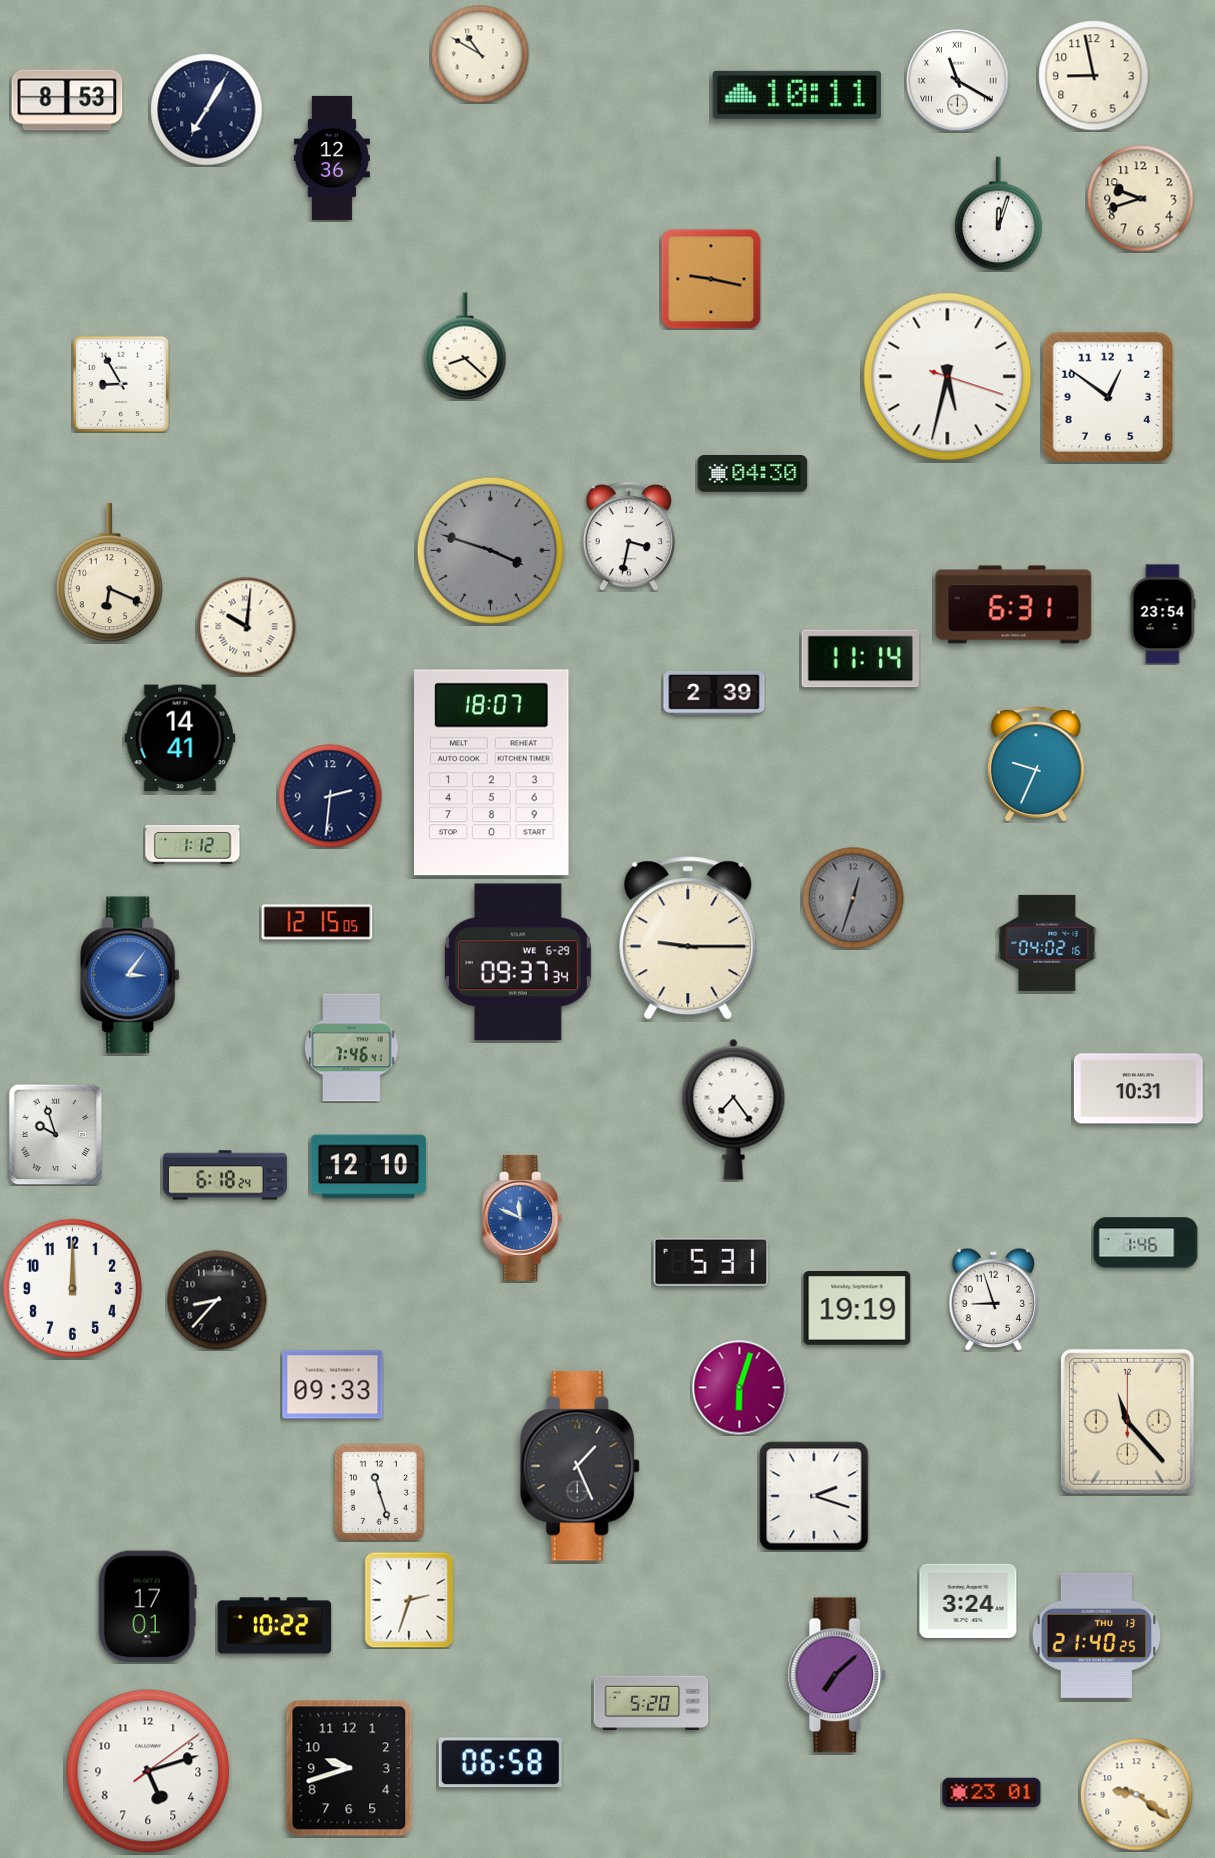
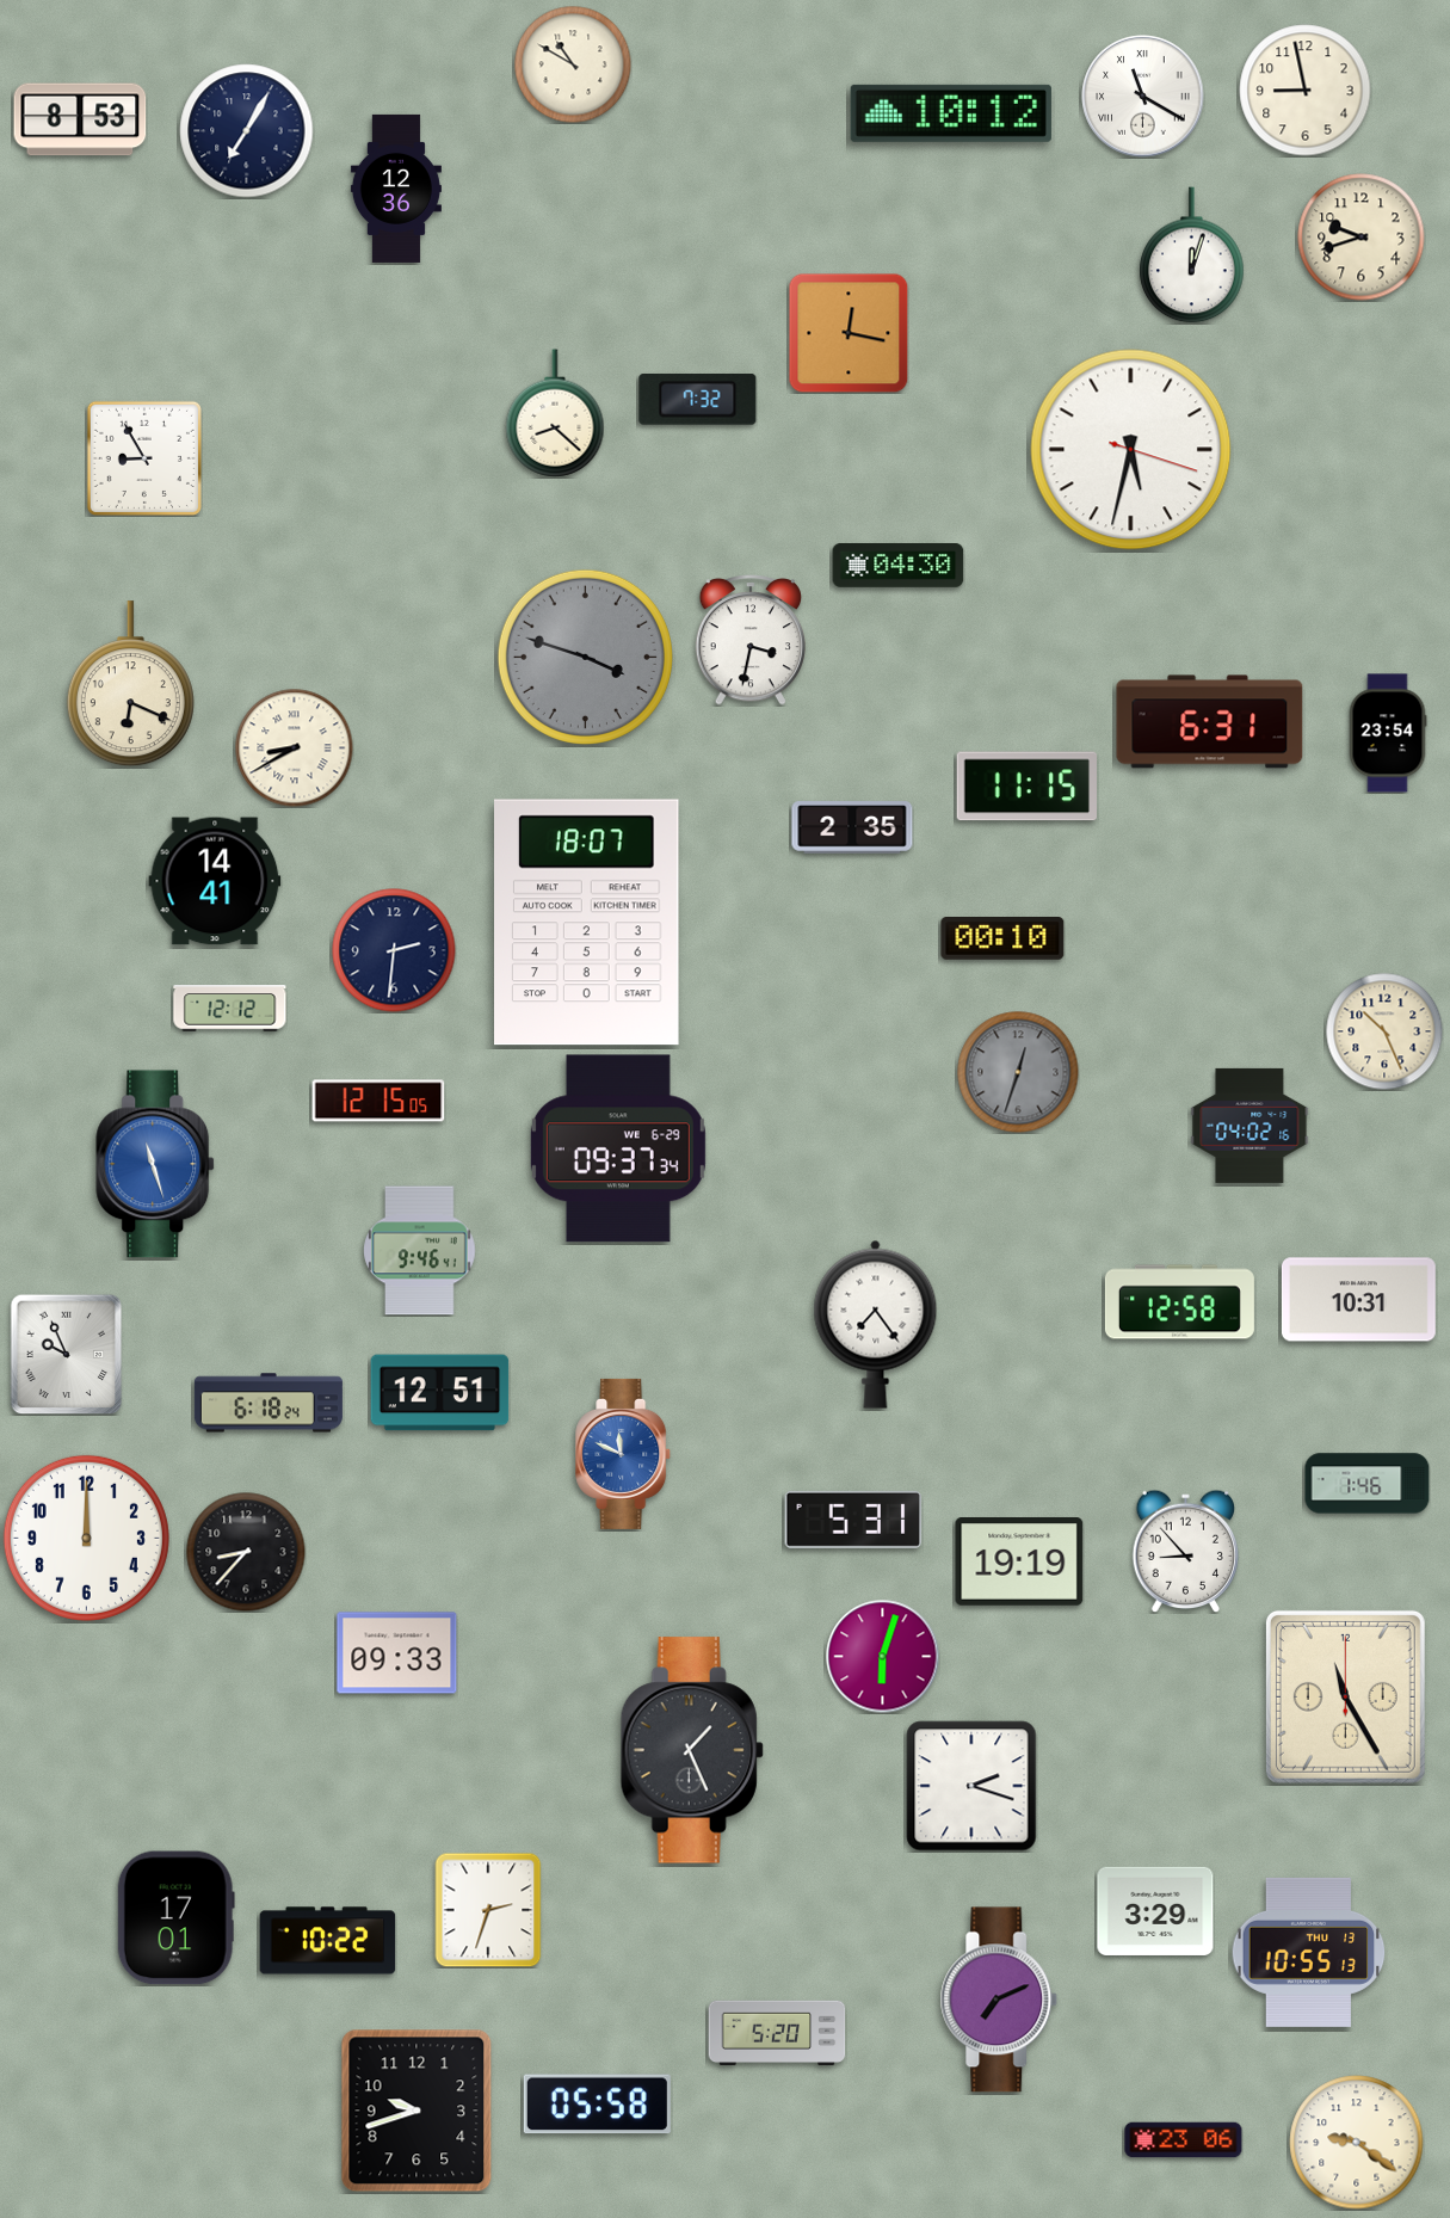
clock at (797, 95): 10:11 -> 10:12
clock at (711, 279): 9:17 -> 12:17
clock at (698, 400): none -> 7:32
clock at (1107, 396): 12:51 -> none
clock at (247, 627): 10:01 -> 8:40
clock at (860, 659): 11:14 -> 11:15
clock at (714, 693): 2:39 -> 2:35
clock at (1036, 764): 9:34 -> none
clock at (1002, 939): none -> 00:10
clock at (193, 845): 1:12 -> 12:12
clock at (1384, 1031): none -> 10:26
clock at (688, 938): 9:15 -> none
clock at (131, 975): 3:06 -> 11:27
clock at (352, 1048): 7:46 -> 9:46
clock at (1179, 1302): none -> 12:58
clock at (56, 1134): 9:57 -> 9:56
clock at (369, 1167): 12:10 -> 12:51
clock at (711, 1262) position: (711, 1262) -> (853, 1520)
clock at (994, 1299): 8:57 -> 8:53
clock at (217, 1300) position: (217, 1300) -> (246, 1552)
clock at (857, 1309) position: (857, 1309) -> (1019, 1563)
clock at (1127, 1421): 11:23 -> 11:25
clock at (379, 1492): 11:27 -> none
clock at (968, 1601): 3:24 -> 3:29
clock at (1097, 1635): 21:40 -> 10:55
clock at (837, 1675): 7:08 -> 7:11
clock at (500, 1763): 06:58 -> 05:58
clock at (148, 1771): 5:12 -> none
clock at (992, 1793): 23:01 -> 23:06
